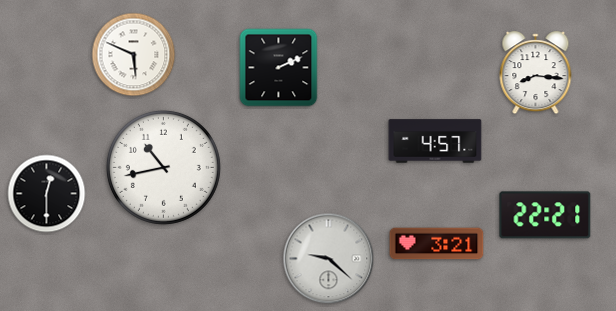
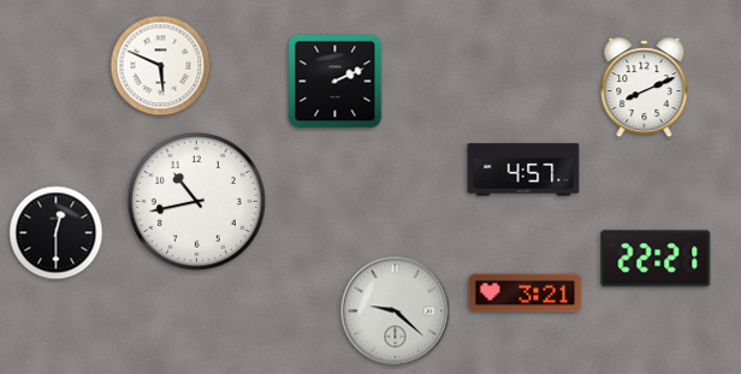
clock at (536, 73): 8:16 -> 8:11
